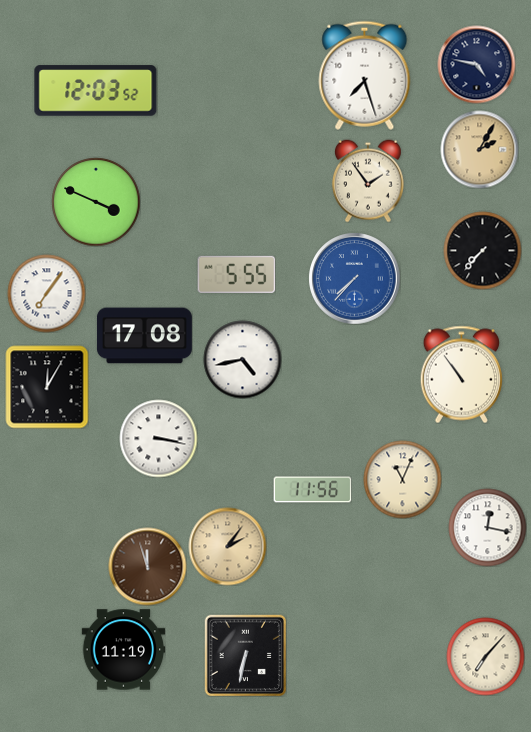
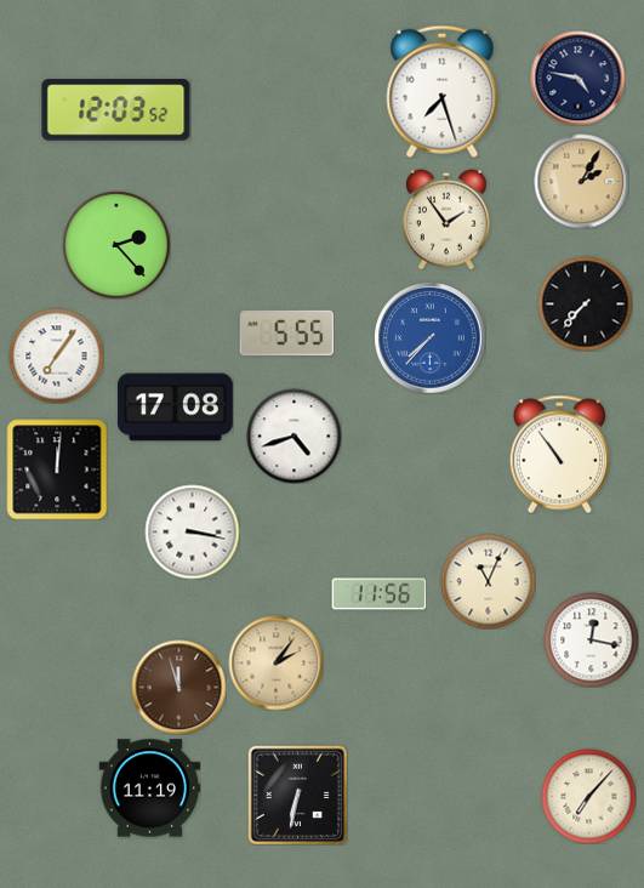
clock at (96, 202): 3:49 -> 2:23
clock at (242, 359): 4:43 -> 4:42
clock at (47, 387): 12:05 -> 12:01
